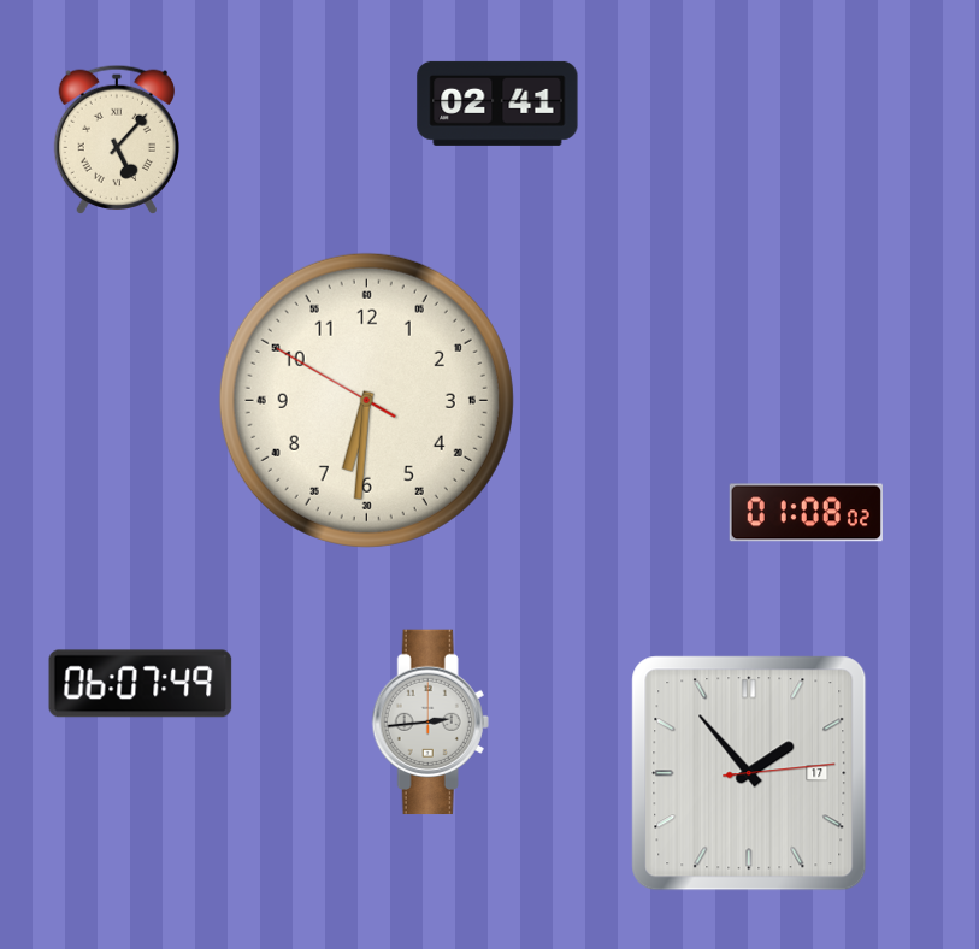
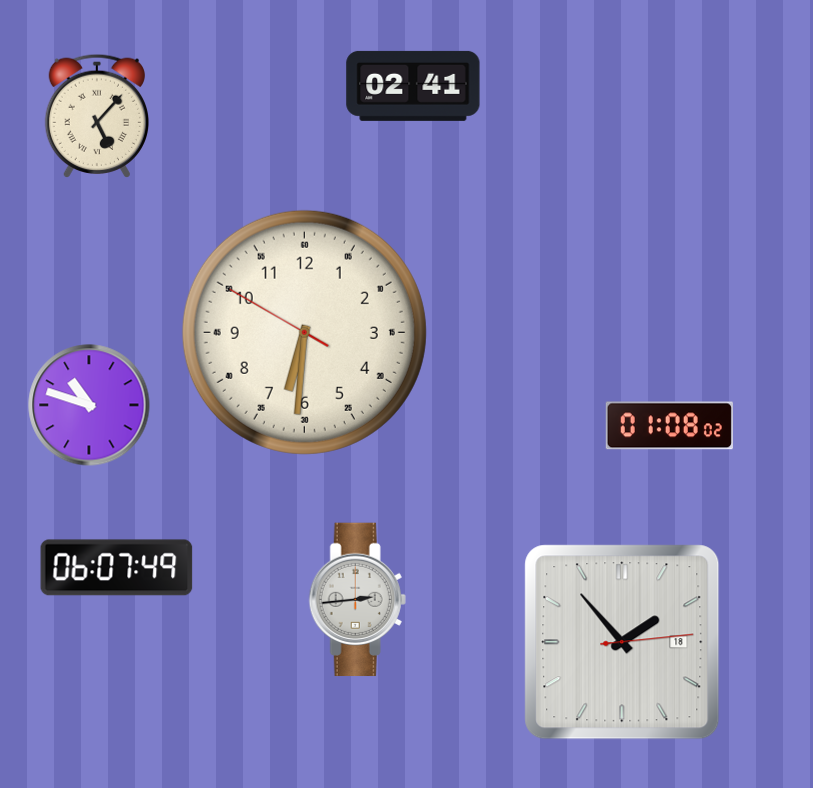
clock at (89, 405): none -> 10:48
clock at (749, 773) date: 17 -> 18
